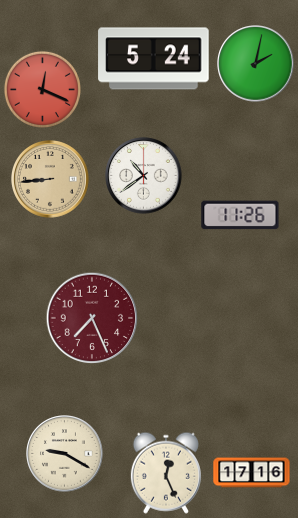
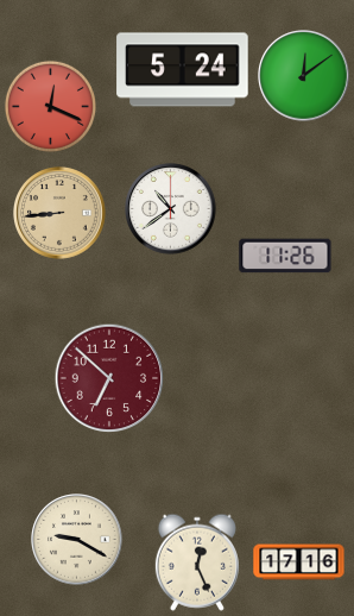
clock at (256, 64): 2:02 -> 12:09
clock at (92, 318): 7:26 -> 6:52
